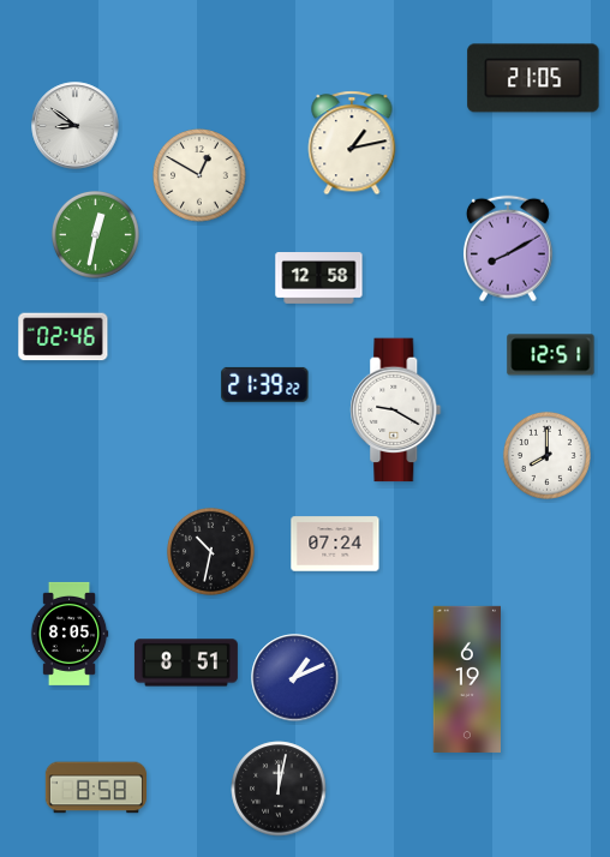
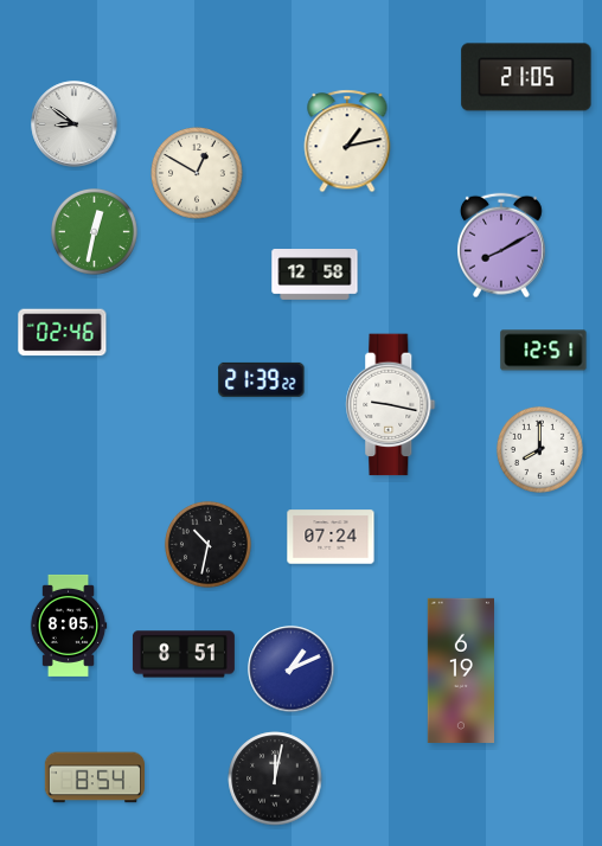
clock at (396, 410): 9:20 -> 9:17
clock at (95, 787): 8:58 -> 8:54
